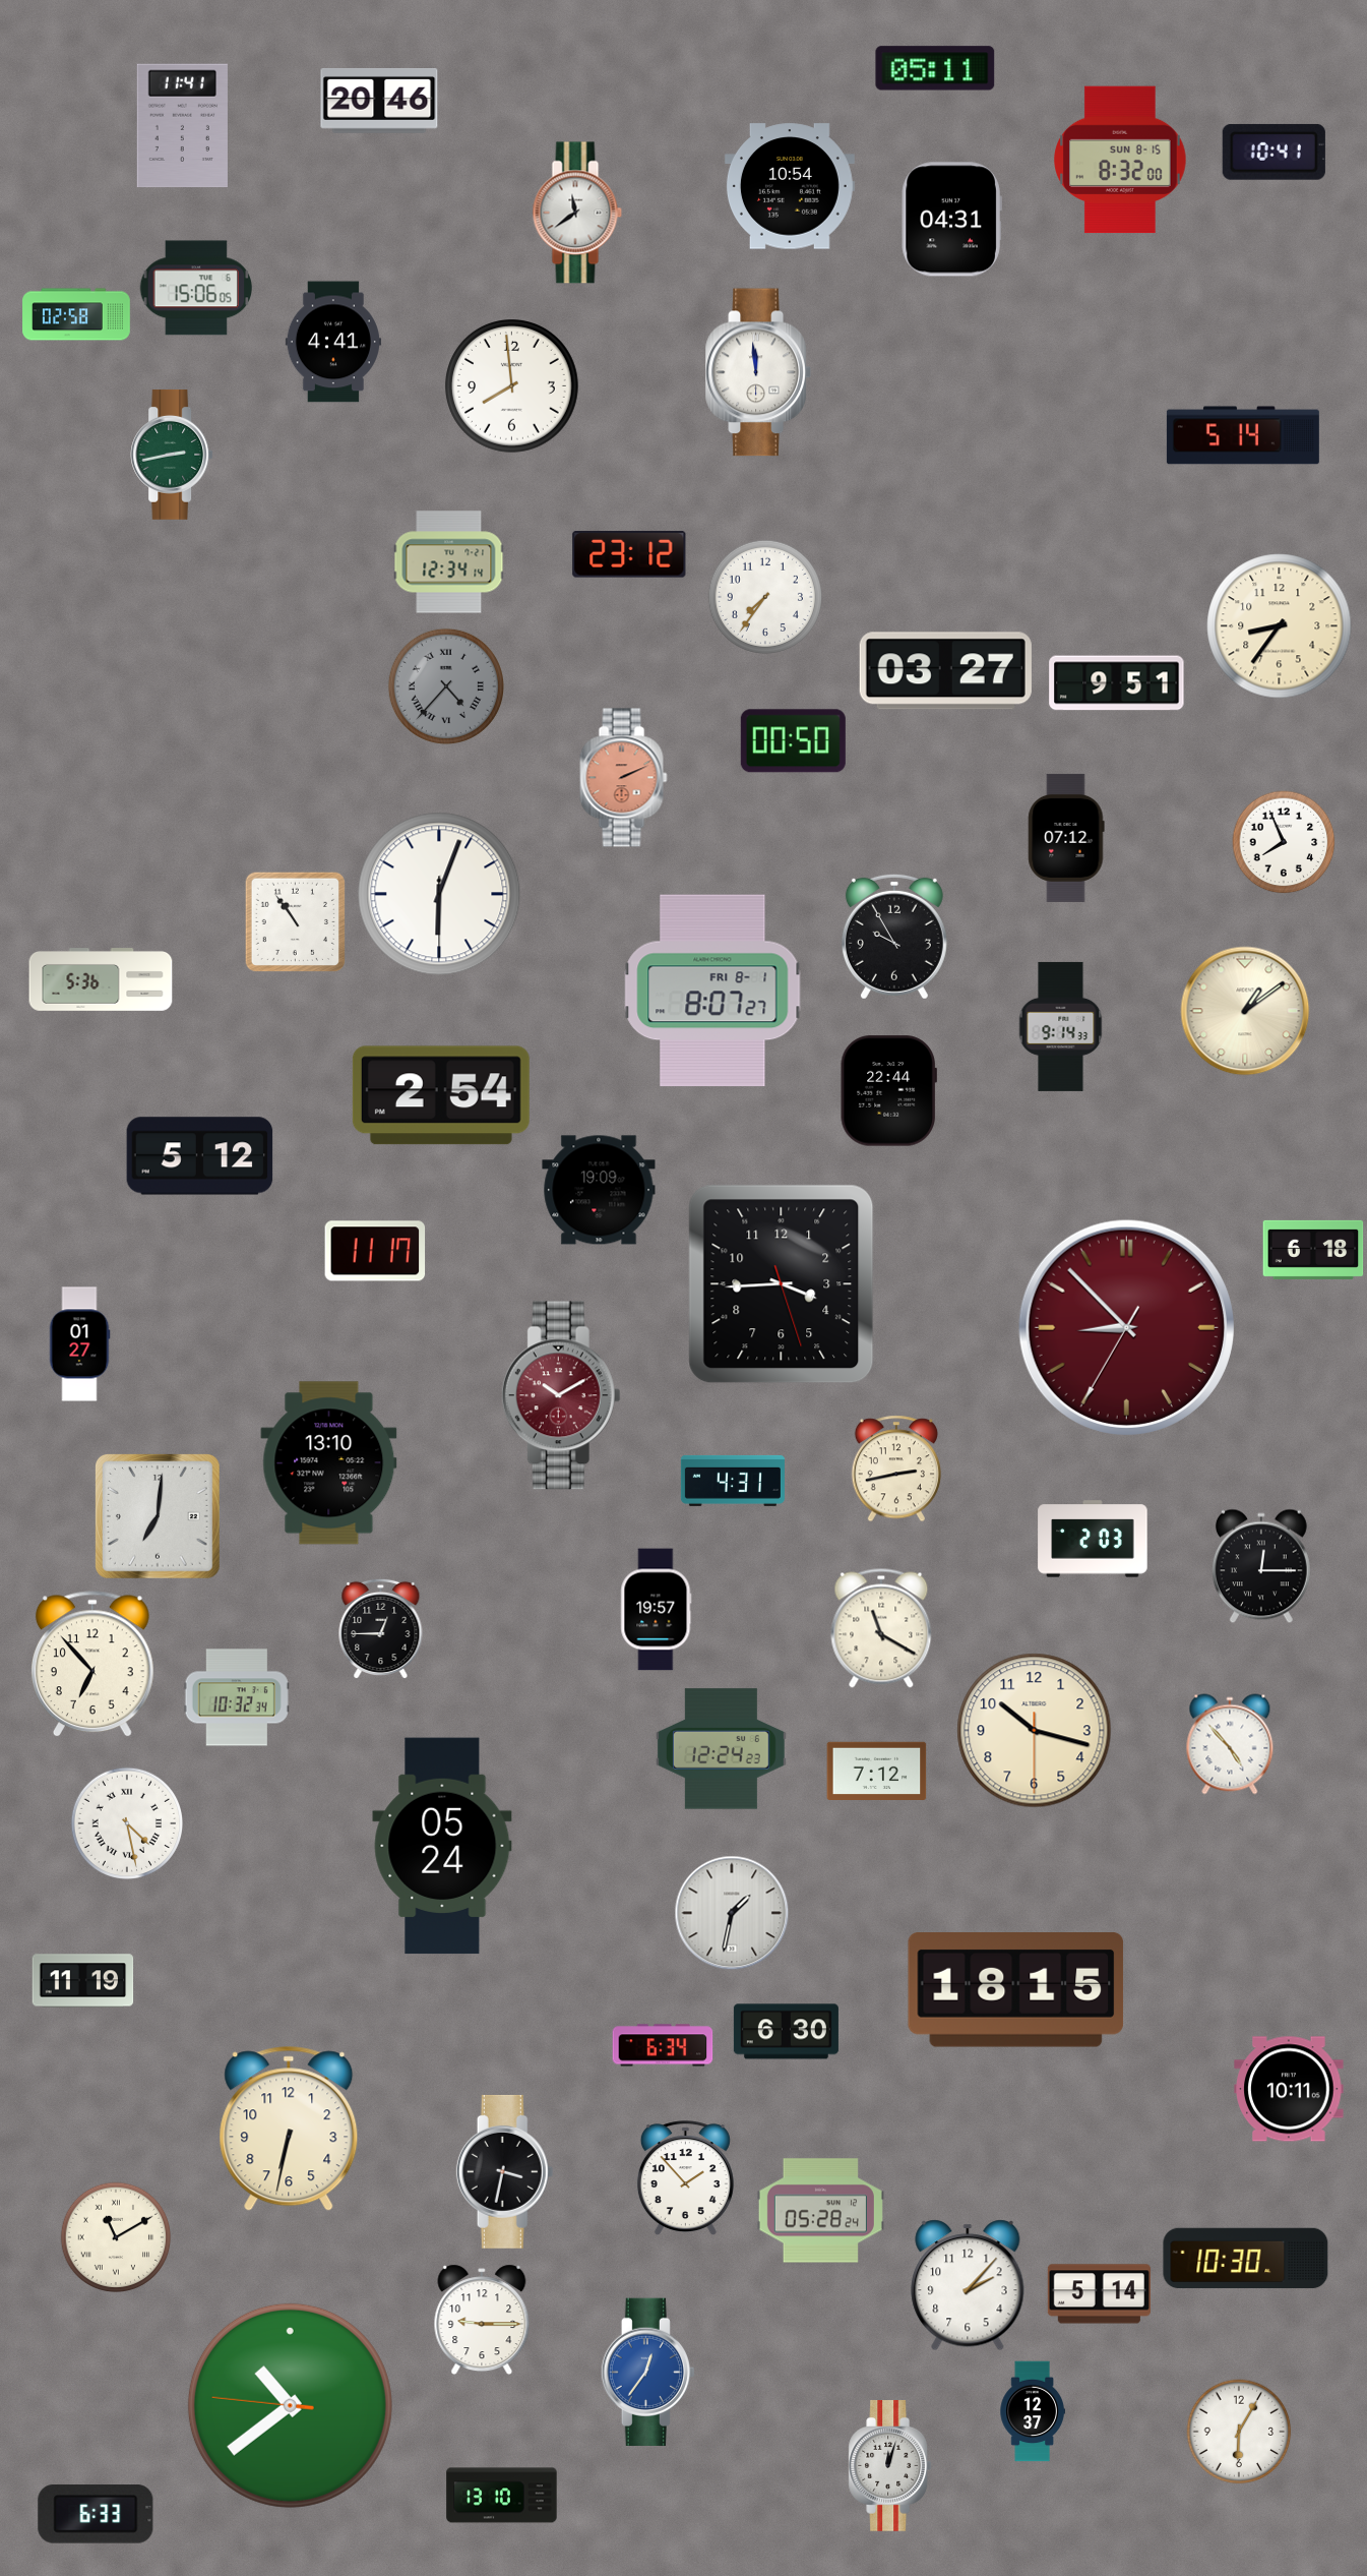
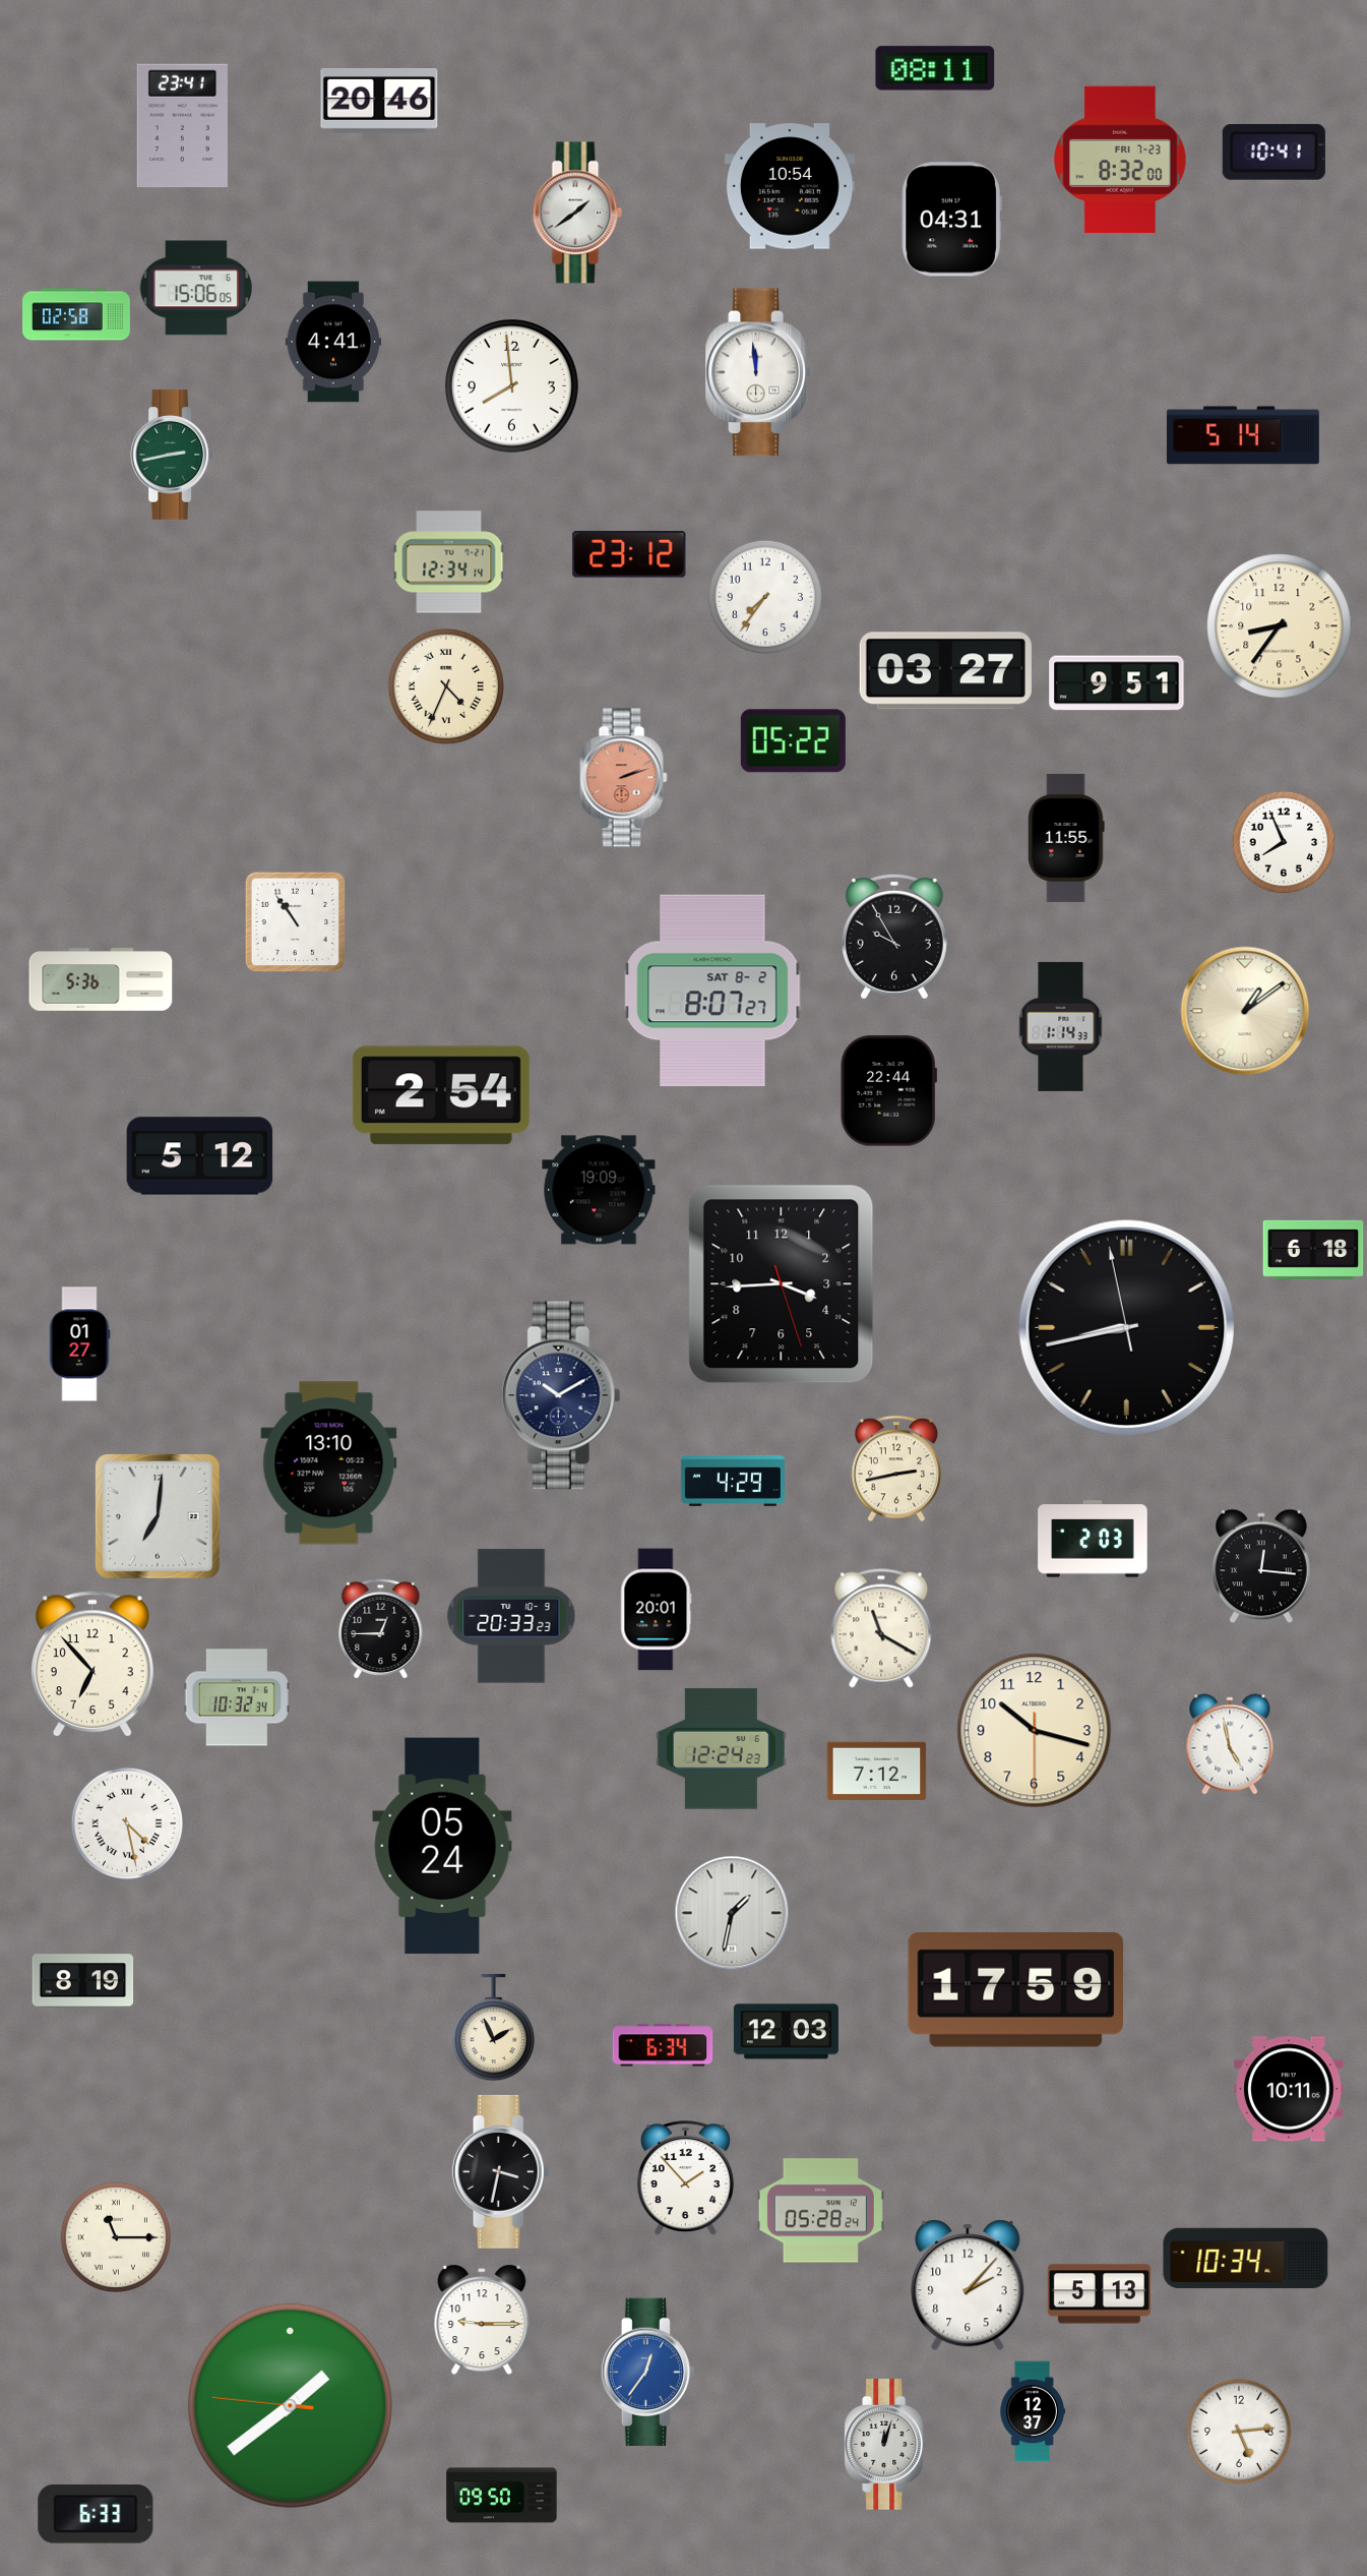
clock at (935, 68): 05:11 -> 08:11
clock at (182, 126): 11:41 -> 23:41
clock at (1120, 160) date: SUN 8-15 -> FRI 7-23
clock at (577, 213): 11:39 -> 1:39
clock at (446, 686): 4:37 -> 4:34
clock at (446, 686) dial: grey -> cream
clock at (793, 741): 00:50 -> 05:22
clock at (624, 778): 2:11 -> 2:12
clock at (1066, 838): 07:12 -> 11:55
clock at (439, 894): 6:03 -> none
clock at (712, 991) date: FRI 8-1 -> SAT 8-2
clock at (1061, 1026): 9:14 -> 1:14
clock at (375, 1251): 11:17 -> none
clock at (1126, 1327): 8:52 -> 8:42
clock at (1126, 1327) dial: burgundy -> black
clock at (561, 1395) dial: burgundy -> navy
clock at (733, 1481): 4:31 -> 4:29
clock at (1261, 1566): 12:15 -> 12:16
clock at (657, 1610): 19:57 -> 20:01
clock at (511, 1616): none -> 20:33
clock at (1230, 1744): 4:53 -> 4:58
clock at (83, 1981): 11:19 -> 8:19
clock at (1016, 1990): 18:15 -> 17:59
clock at (494, 2028): none -> 1:56
clock at (786, 2032): 6:30 -> 12:03
clock at (289, 2129): 6:32 -> none
clock at (505, 2171) position: (505, 2171) -> (501, 2171)
clock at (116, 2237): 11:10 -> 11:15
clock at (1246, 2259): 10:30 -> 10:34
clock at (1099, 2294): 5:14 -> 5:13
clock at (290, 2405): 10:38 -> 1:38
clock at (1239, 2432): 6:05 -> 5:14
clock at (890, 2466) position: (890, 2466) -> (886, 2445)
clock at (502, 2496): 13:10 -> 09:50
